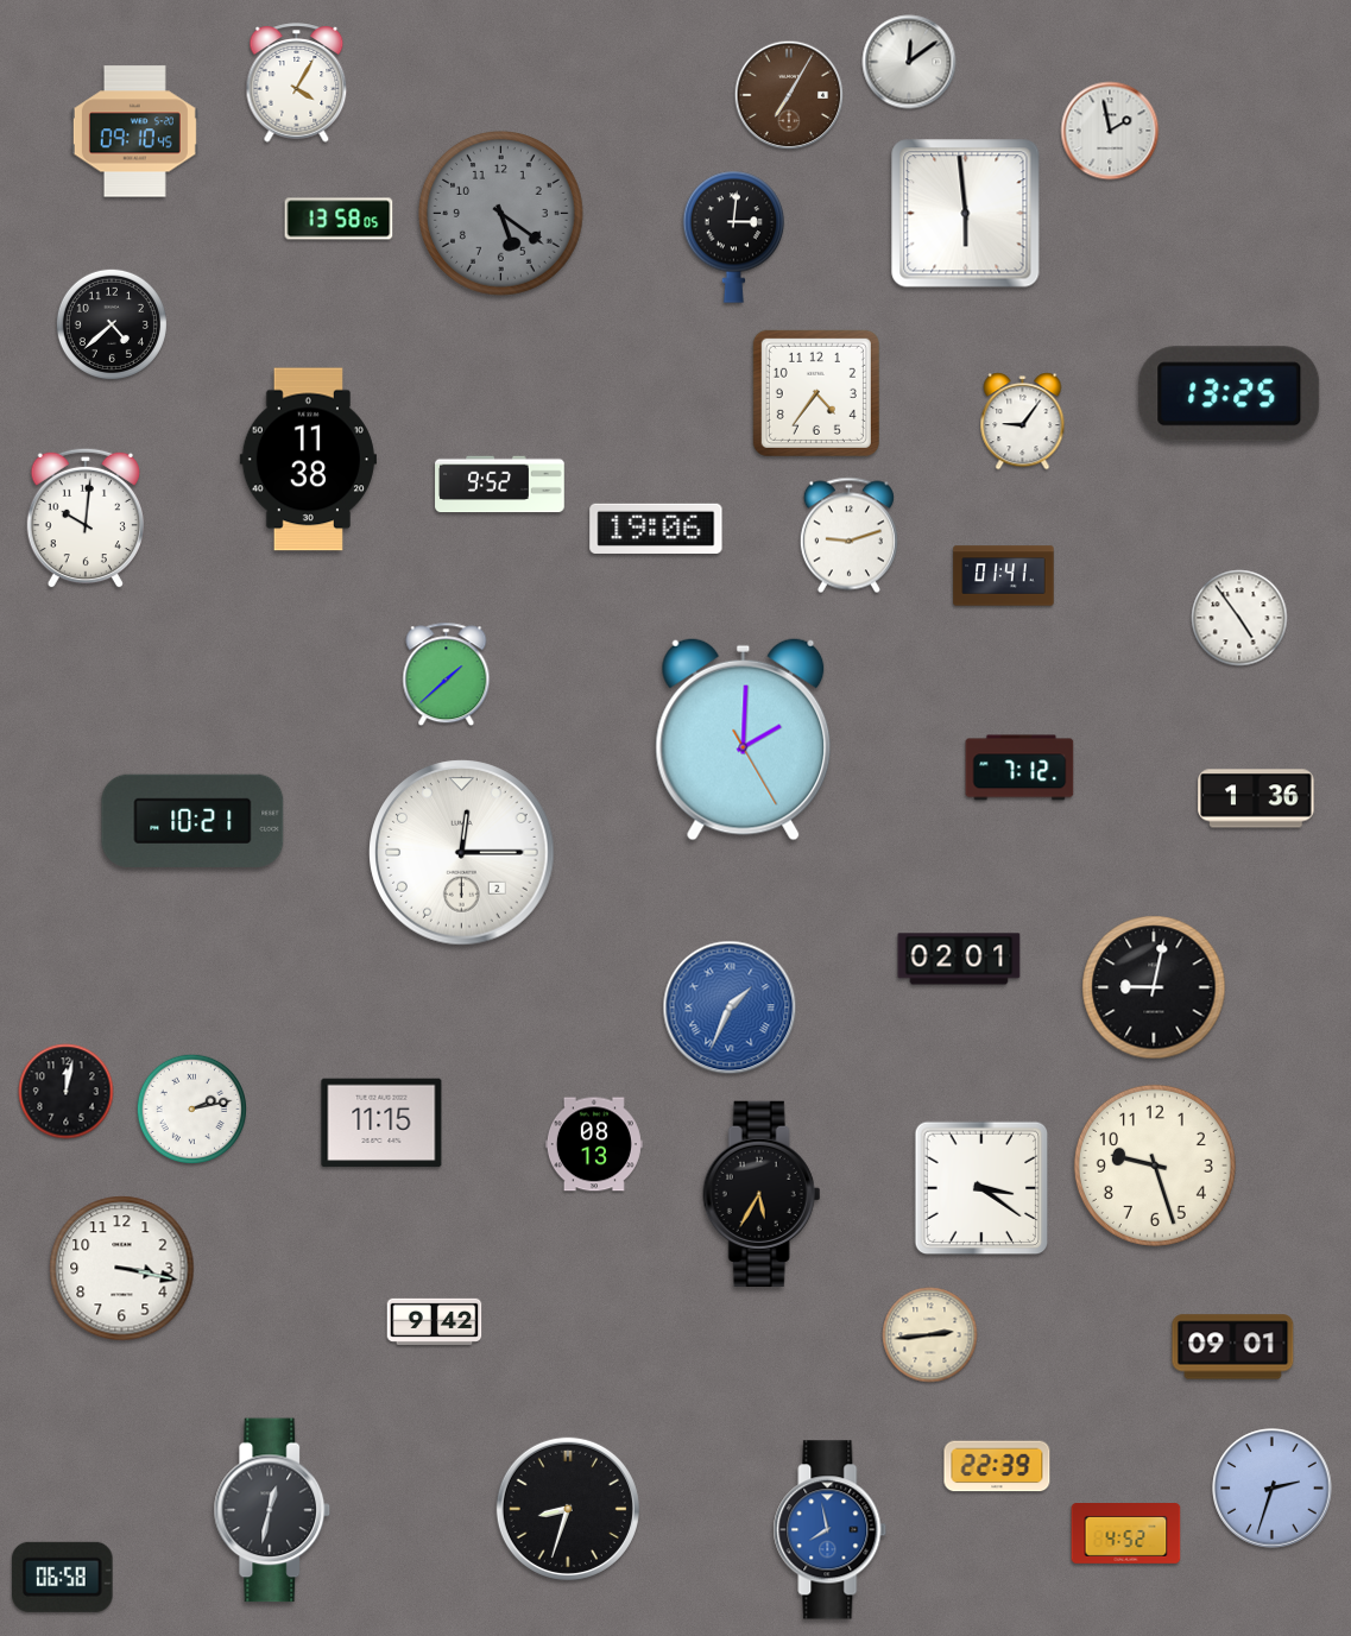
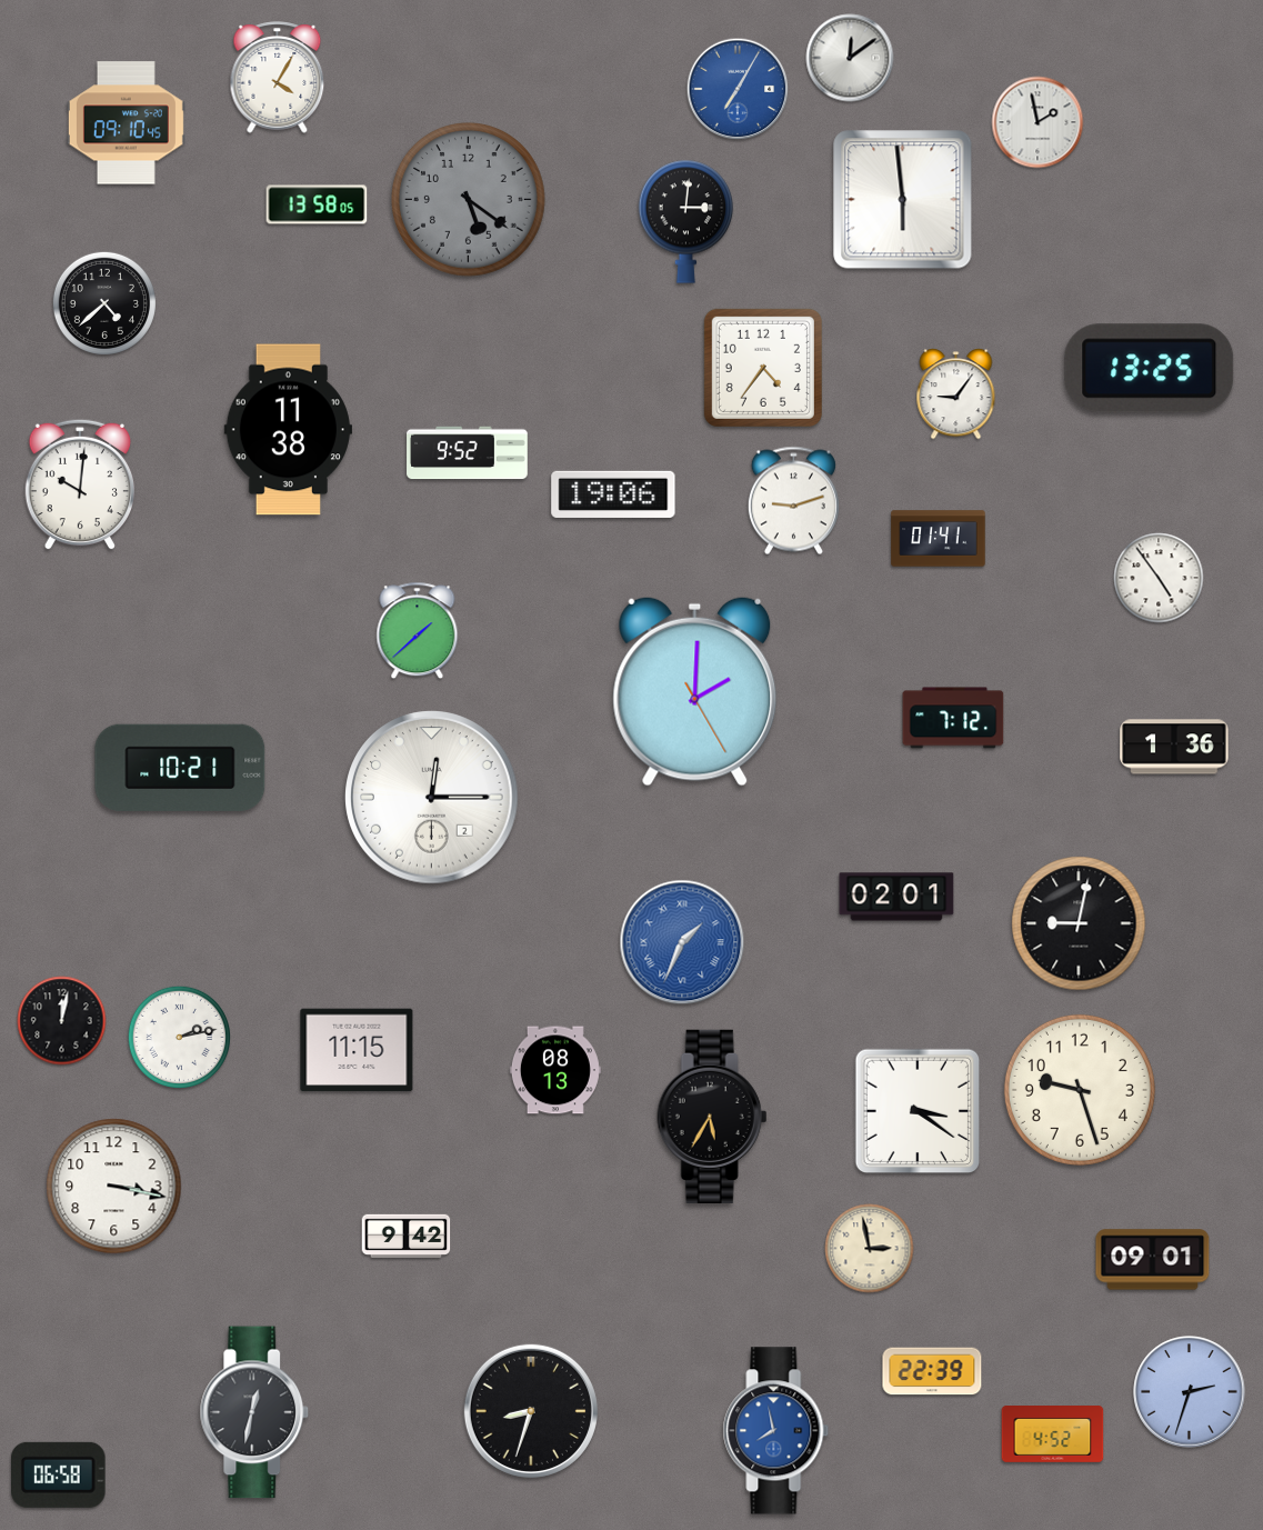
clock at (789, 95) dial: brown -> blue
clock at (930, 1335): 2:44 -> 2:58
